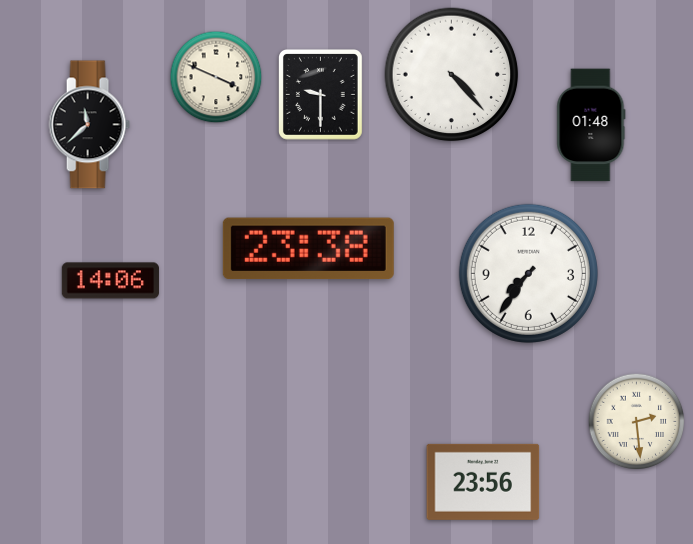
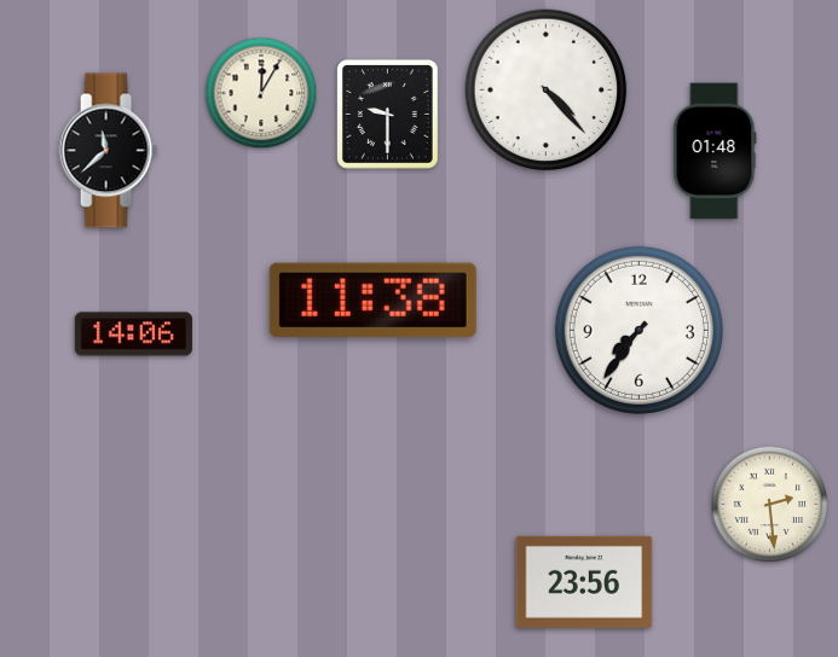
clock at (216, 77): 3:49 -> 12:05
clock at (308, 249): 23:38 -> 11:38
clock at (110, 281) position: (110, 281) -> (133, 335)
clock at (637, 422) position: (637, 422) -> (770, 505)
